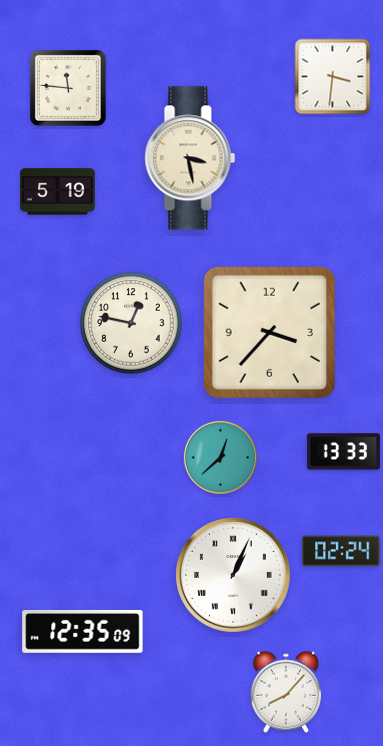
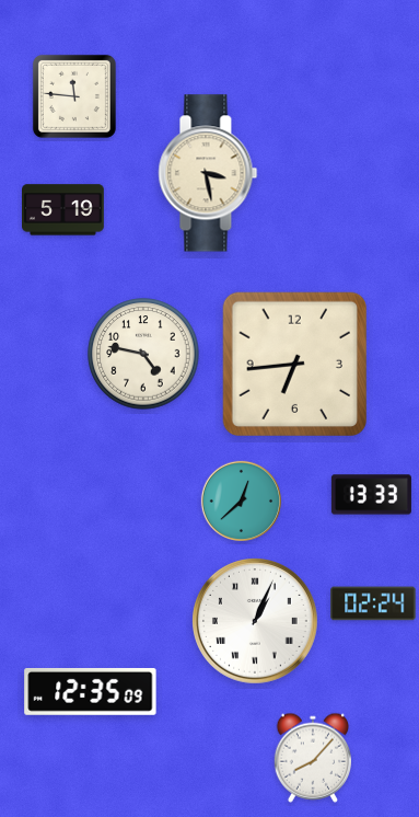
clock at (333, 77): 3:31 -> none
clock at (131, 323): 12:47 -> 4:47
clock at (269, 332): 3:37 -> 6:44
clock at (343, 452) position: (343, 452) -> (371, 495)
clock at (234, 576) position: (234, 576) -> (256, 622)
